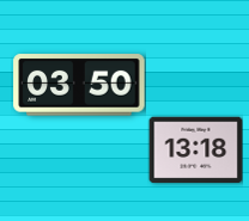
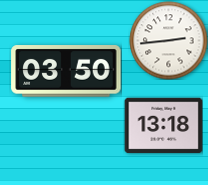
clock at (168, 40): none -> 2:44
